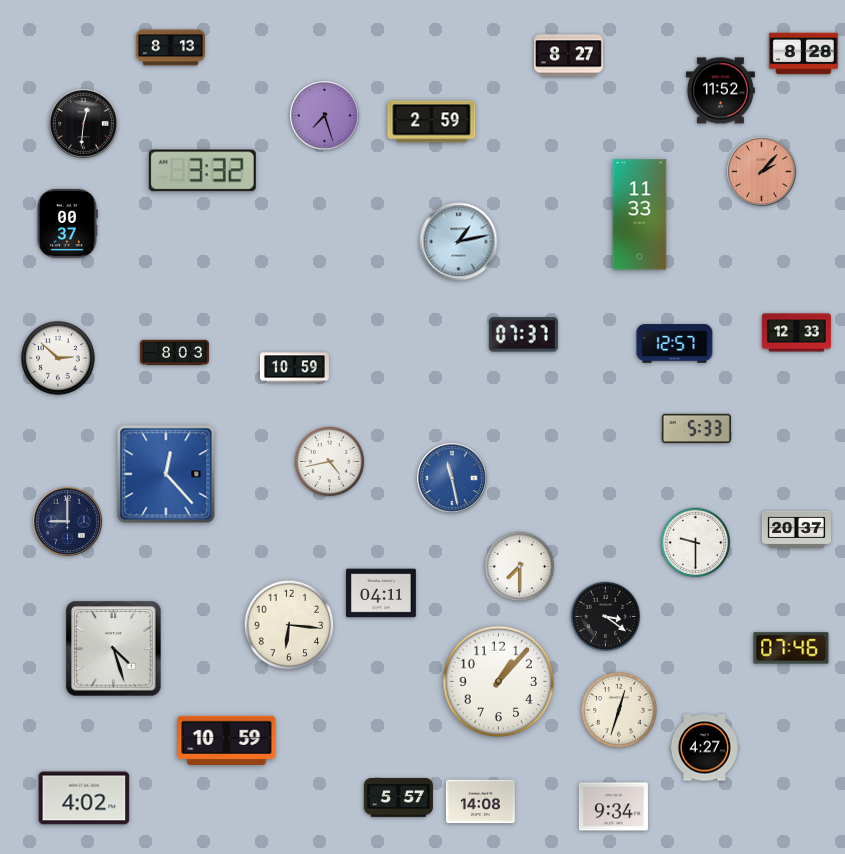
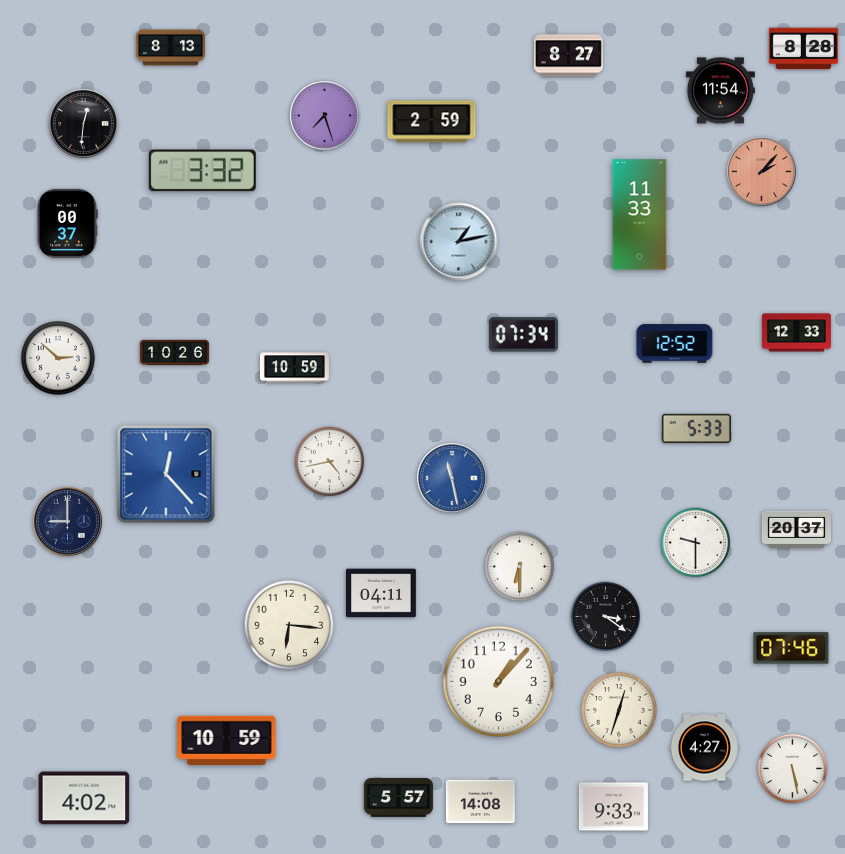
clock at (803, 54) position: (803, 54) -> (803, 49)
clock at (720, 91): 11:52 -> 11:54
clock at (523, 335): 07:37 -> 07:34
clock at (675, 344): 12:57 -> 12:52
clock at (174, 353): 8:03 -> 10:26
clock at (520, 567): 7:30 -> 6:30
clock at (114, 649): 4:27 -> none
clock at (793, 769): none -> 5:28
clock at (613, 807): 9:34 -> 9:33
